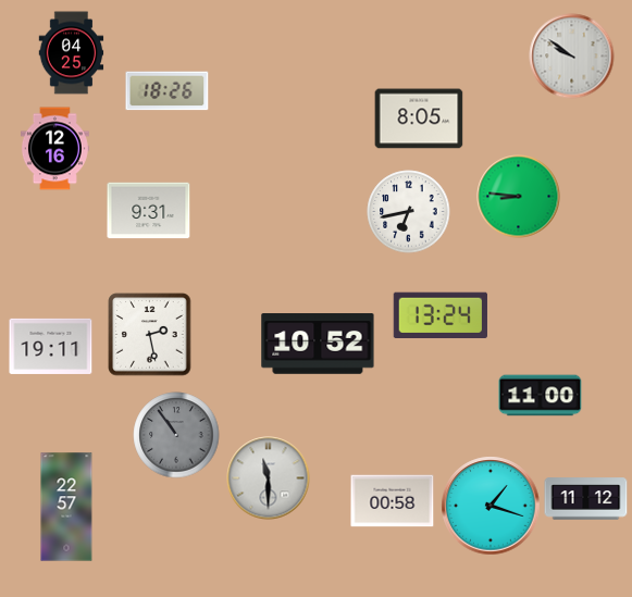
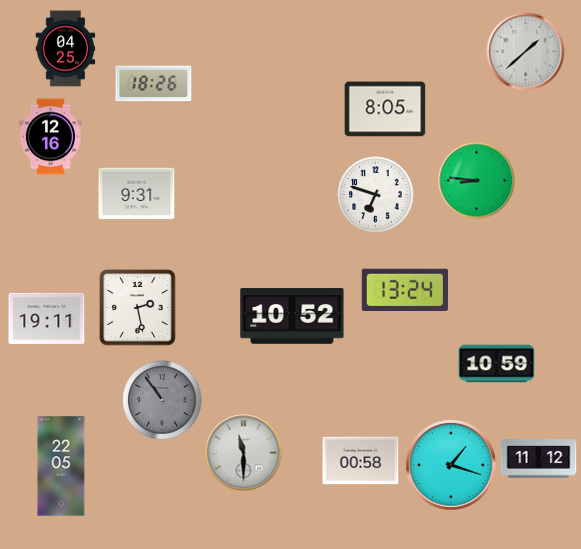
clock at (572, 57): 9:51 -> 1:38
clock at (409, 212): 6:43 -> 6:48
clock at (541, 396): 11:00 -> 10:59
clock at (269, 478) position: (269, 478) -> (244, 453)
clock at (66, 507): 22:57 -> 22:05
